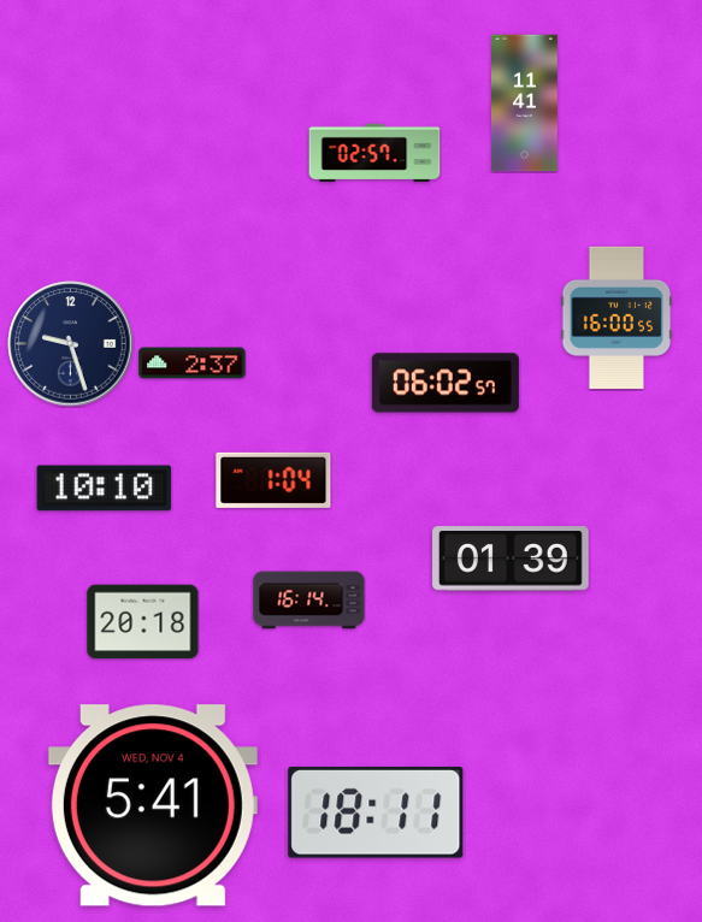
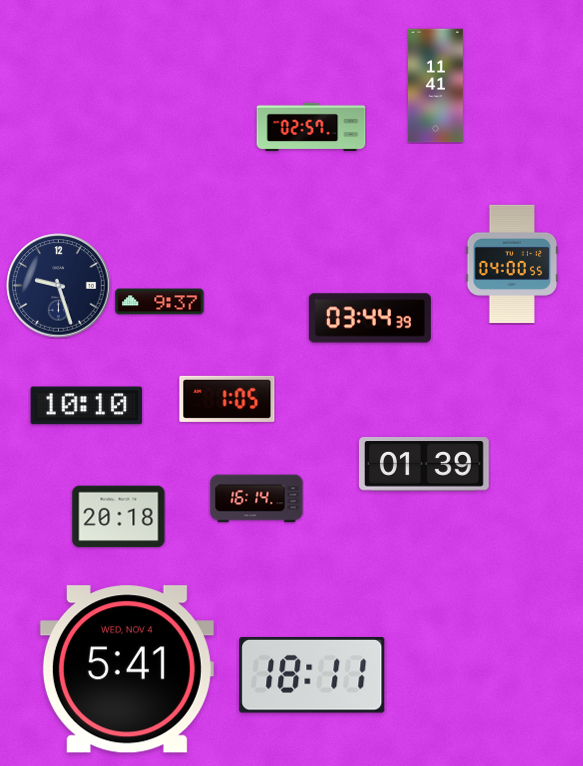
clock at (617, 318): 16:00 -> 04:00
clock at (193, 364): 2:37 -> 9:37
clock at (446, 383): 06:02 -> 03:44
clock at (273, 480): 1:04 -> 1:05
